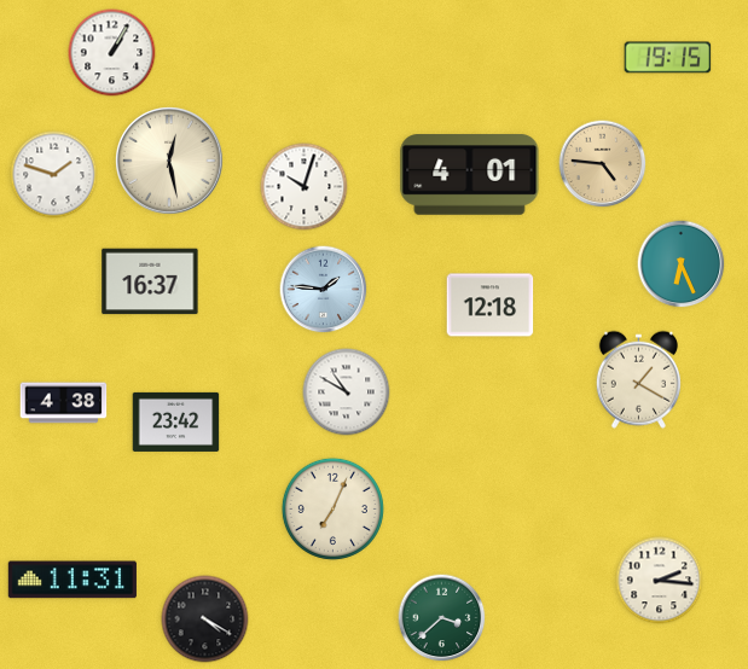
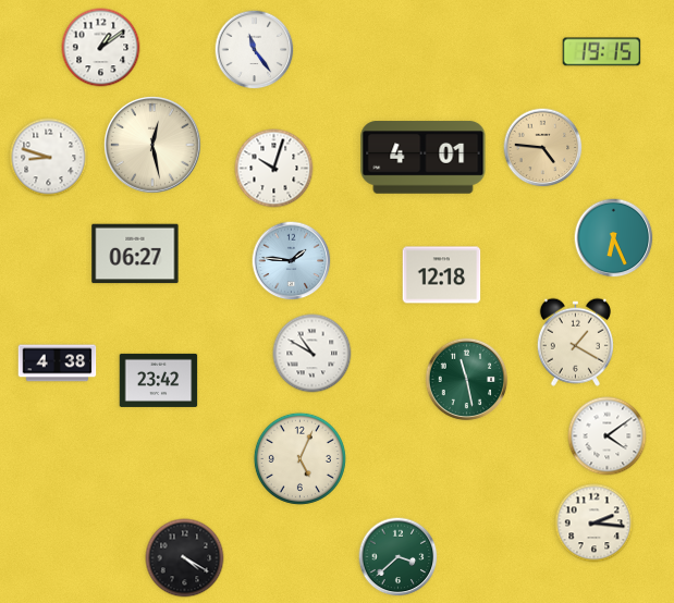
clock at (112, 53): 1:05 -> 1:09
clock at (255, 50): none -> 11:24
clock at (54, 175): 1:48 -> 8:48
clock at (150, 281): 16:37 -> 06:27
clock at (467, 380): none -> 11:28
clock at (608, 436): none -> 4:09
clock at (332, 508): 7:04 -> 5:04
clock at (73, 580): 11:31 -> none
